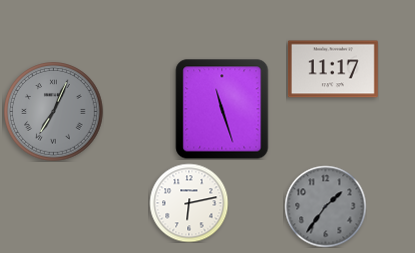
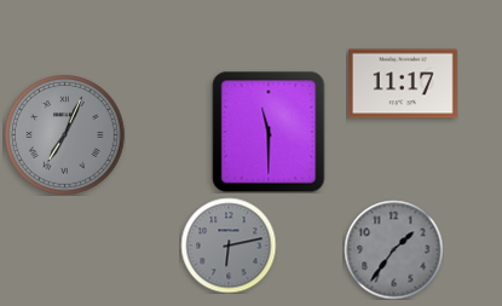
clock at (222, 109): 11:27 -> 11:30
clock at (189, 203) dial: white -> grey
